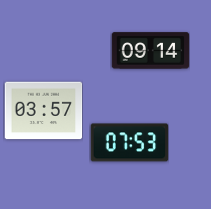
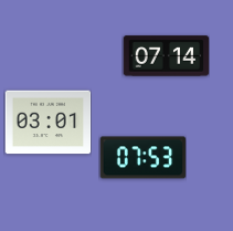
clock at (150, 51): 09:14 -> 07:14
clock at (43, 111): 03:57 -> 03:01
